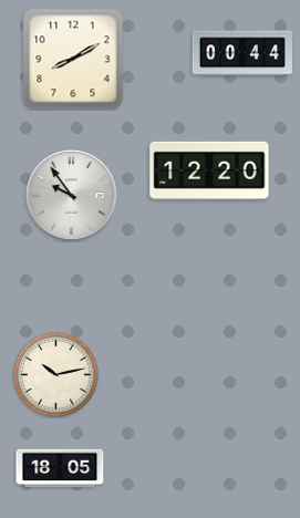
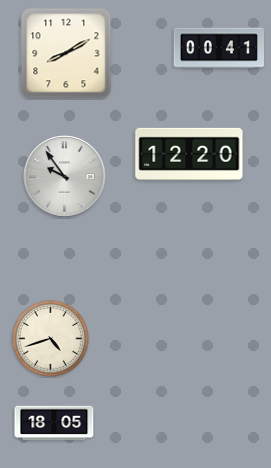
clock at (241, 53): 00:44 -> 00:41
clock at (56, 375): 10:13 -> 4:42
